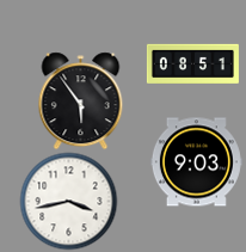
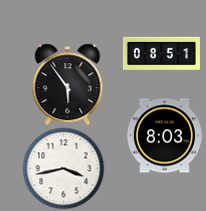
clock at (196, 162): 9:03 -> 8:03
clock at (68, 201) position: (68, 201) -> (63, 168)
